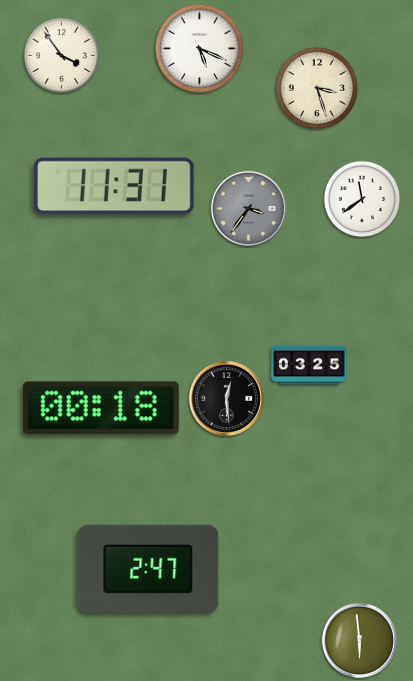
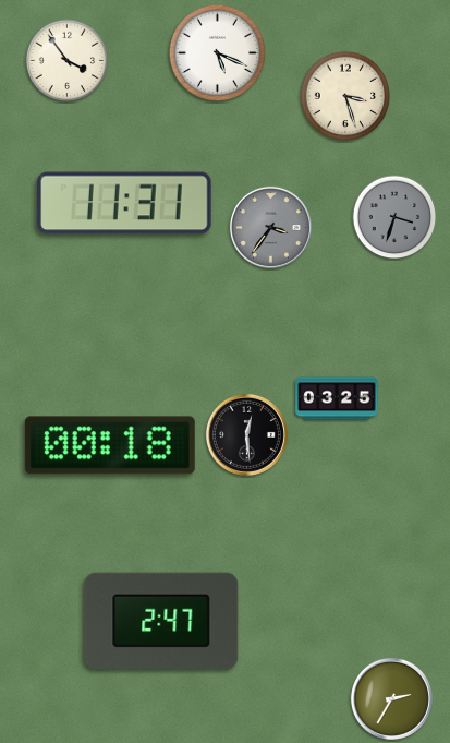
clock at (362, 199): 11:39 -> 3:33
clock at (362, 199) dial: white -> grey
clock at (359, 640): 5:59 -> 2:35
